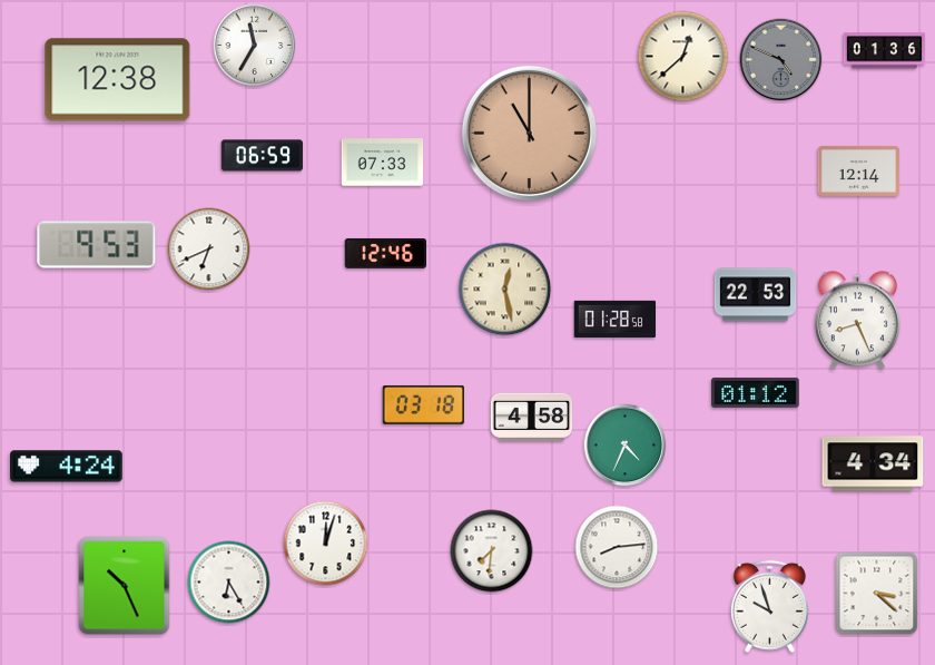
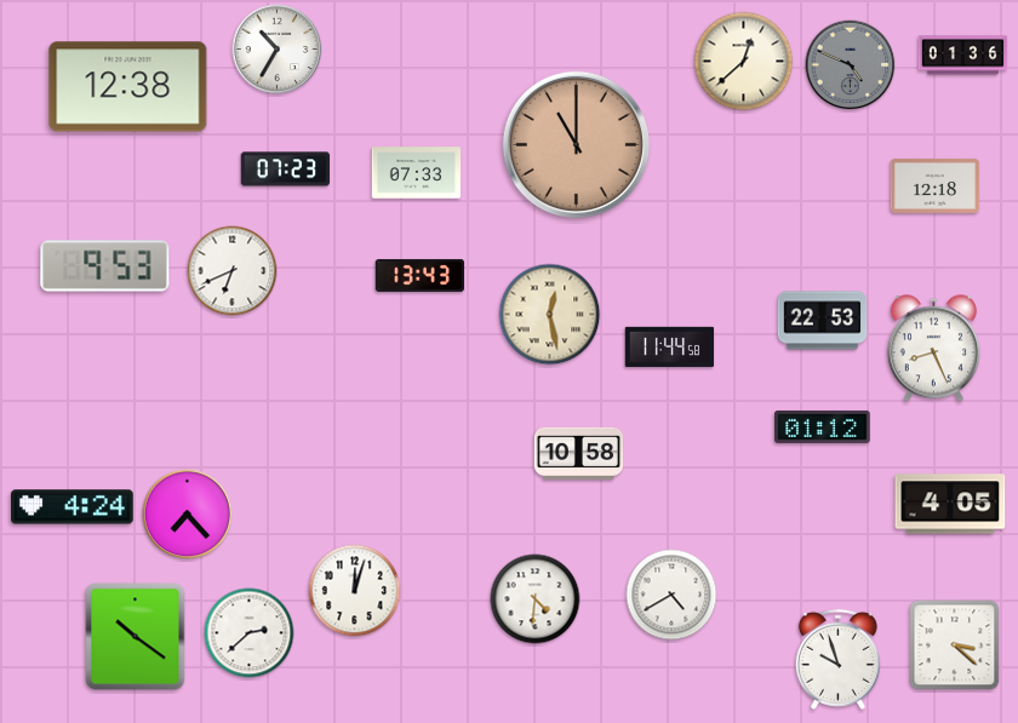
clock at (255, 46): 11:35 -> 10:35
clock at (263, 156): 06:59 -> 07:23
clock at (383, 163) position: (383, 163) -> (417, 173)
clock at (859, 172): 12:14 -> 12:18
clock at (209, 250) position: (209, 250) -> (233, 271)
clock at (386, 253): 12:46 -> 13:43
clock at (616, 319): 01:28 -> 11:44
clock at (423, 404): 03:18 -> none
clock at (532, 417): 4:58 -> 10:58
clock at (626, 446): 4:34 -> none
clock at (873, 463): 4:34 -> 4:05
clock at (188, 515): none -> 7:23
clock at (617, 547): 8:14 -> 4:40
clock at (492, 551): 7:31 -> 4:31
clock at (229, 583): 6:25 -> 2:38
clock at (125, 586): 10:26 -> 10:21
